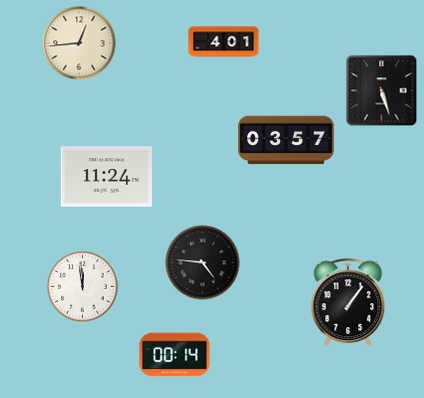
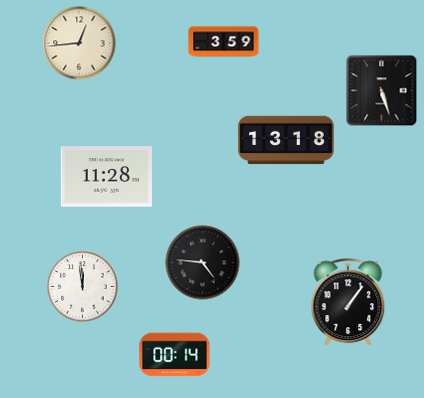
clock at (224, 42): 4:01 -> 3:59
clock at (286, 140): 03:57 -> 13:18
clock at (106, 177): 11:24 -> 11:28
